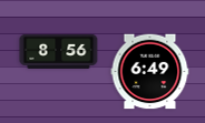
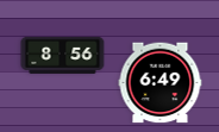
clock at (150, 72) position: (150, 72) -> (161, 83)
